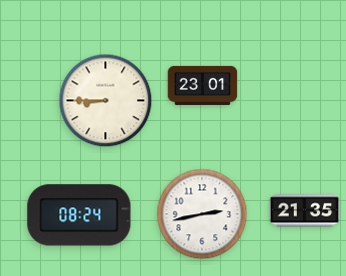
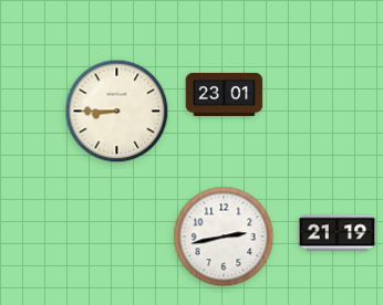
clock at (305, 211): 21:35 -> 21:19
clock at (79, 215): 08:24 -> none
